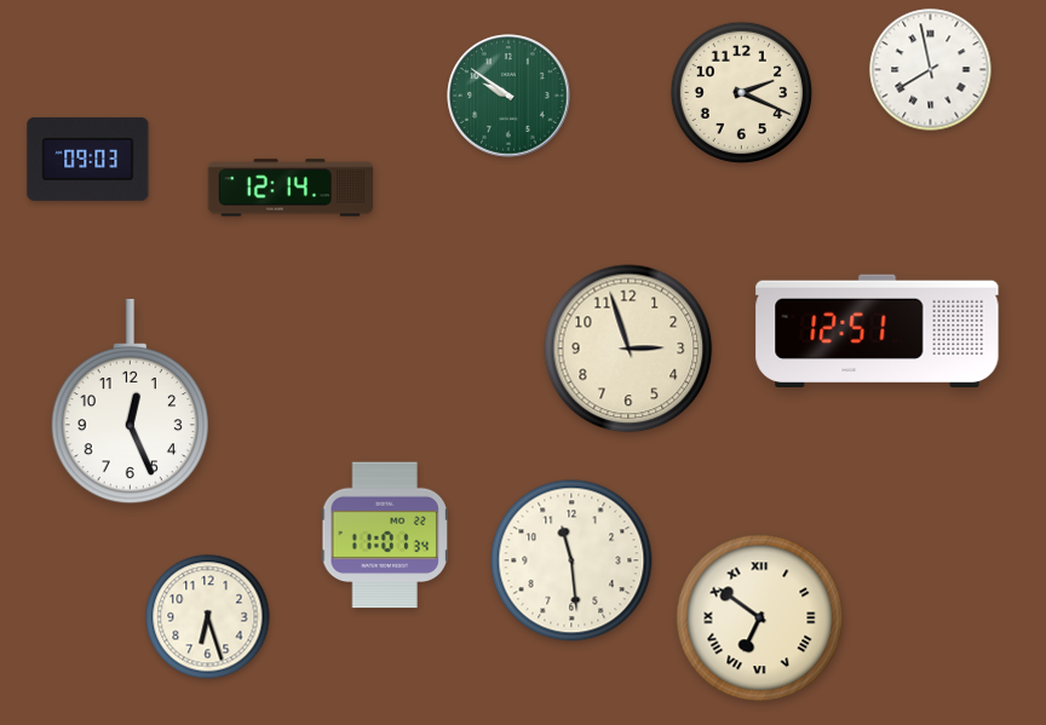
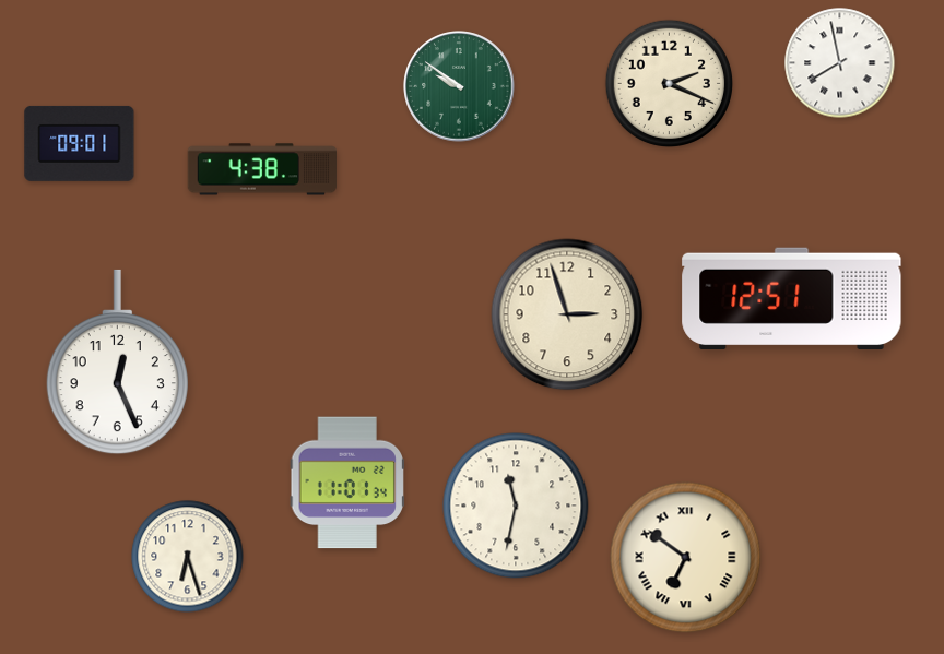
clock at (88, 159): 09:03 -> 09:01
clock at (289, 188): 12:14 -> 4:38
clock at (571, 560): 11:29 -> 11:32
